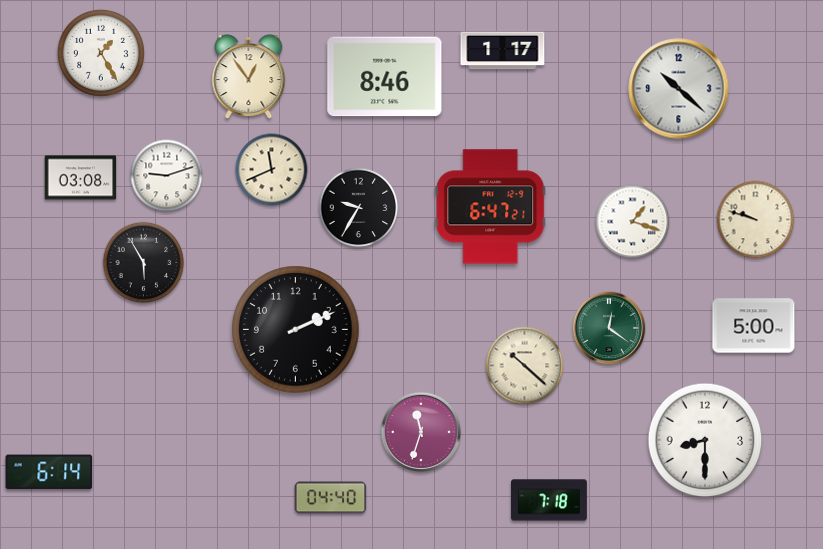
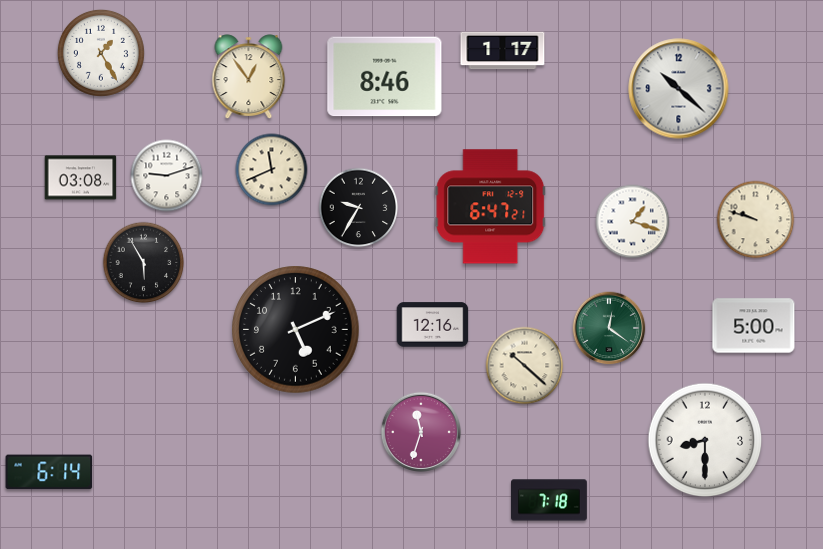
clock at (433, 325): none -> 12:16
clock at (296, 330): 2:11 -> 5:11
clock at (331, 498): 04:40 -> none
